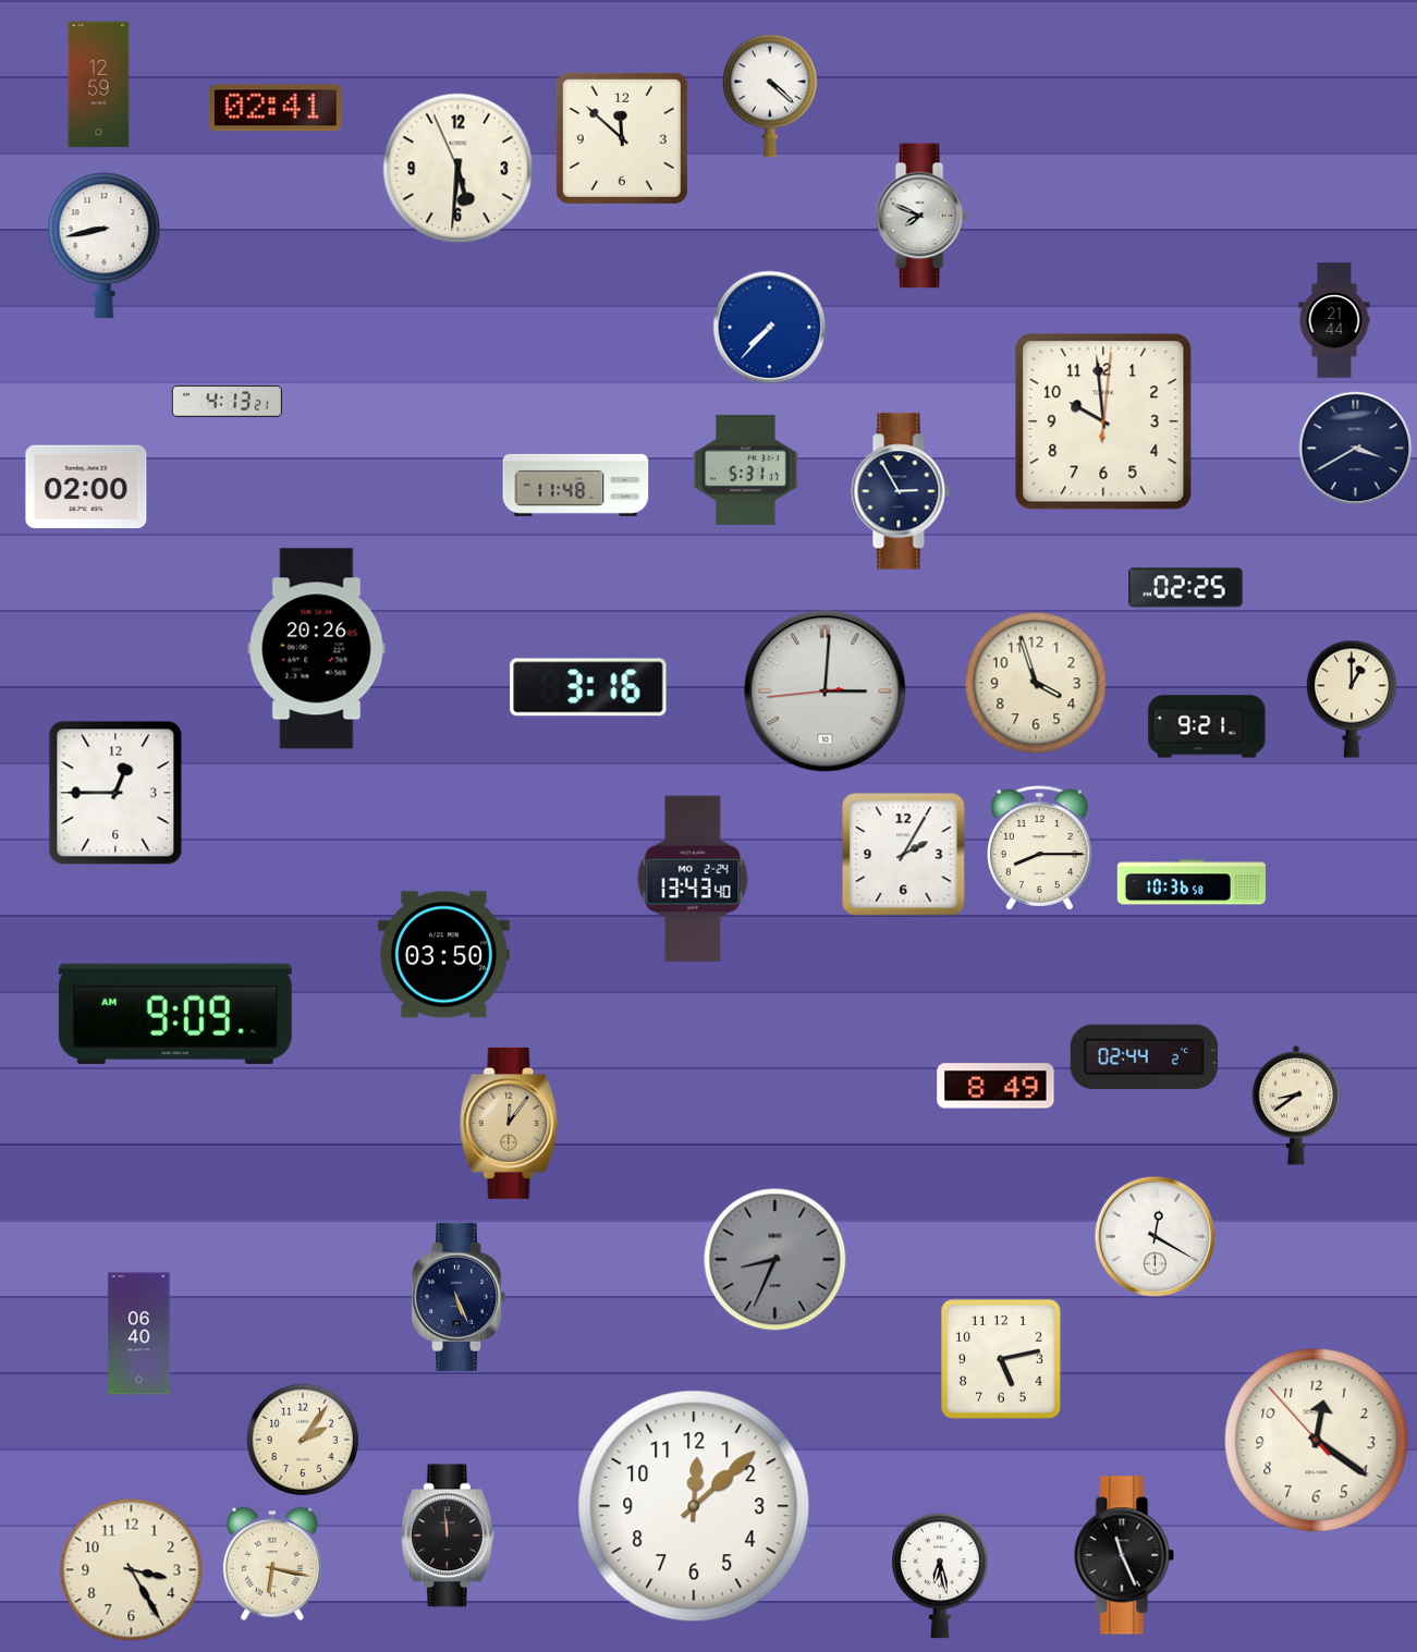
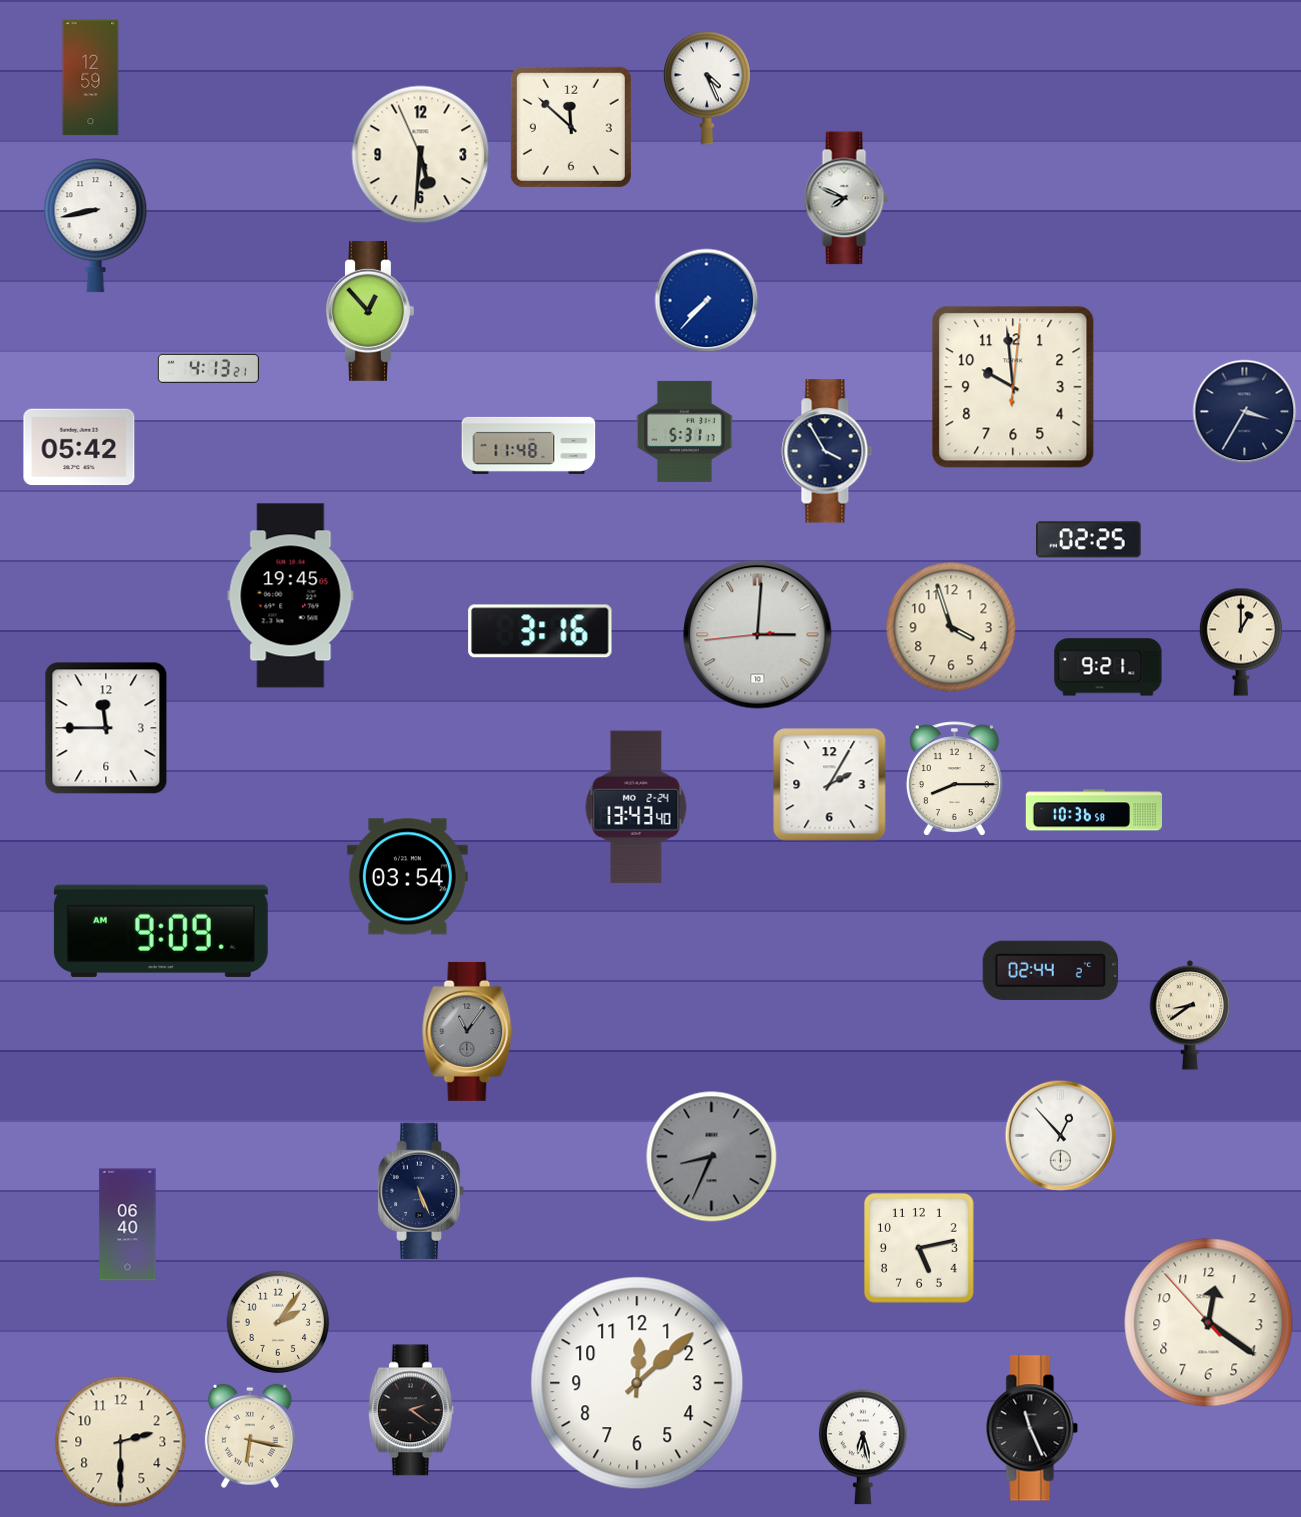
clock at (770, 96): 4:22 -> 4:26
clock at (276, 108): 02:41 -> none
clock at (1334, 320): 21:44 -> none
clock at (370, 311): none -> 12:53
clock at (1356, 449): 3:40 -> 3:35
clock at (86, 487): 02:00 -> 05:42
clock at (901, 491): 2:55 -> 3:55
clock at (317, 649): 20:26 -> 19:45
clock at (115, 793): 12:45 -> 11:45
clock at (443, 955): 03:50 -> 03:54
clock at (995, 1086): 8:49 -> none
clock at (510, 1123): 12:06 -> 11:06
clock at (510, 1123) dial: champagne -> grey
clock at (1156, 1237): 12:20 -> 12:53
clock at (448, 1535): 11:59 -> 2:21
clock at (132, 1570): 3:25 -> 2:30
